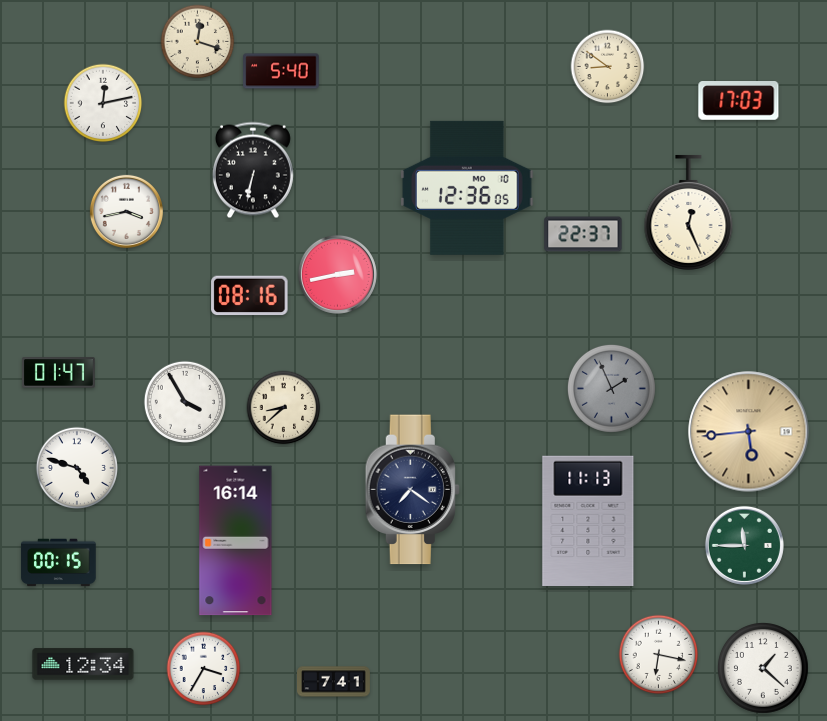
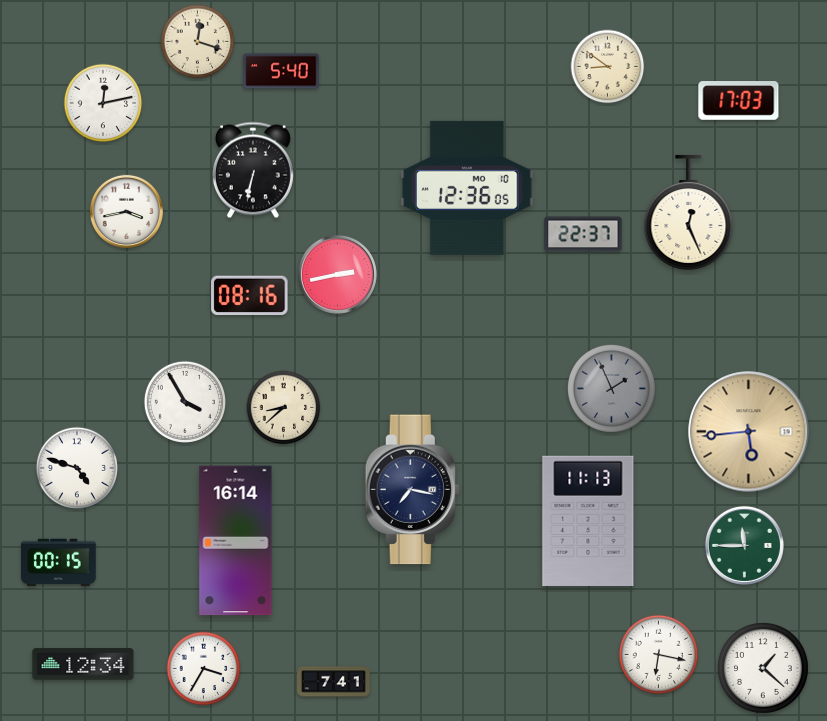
clock at (58, 373): 01:47 -> none
clock at (412, 490): 7:21 -> 7:17
